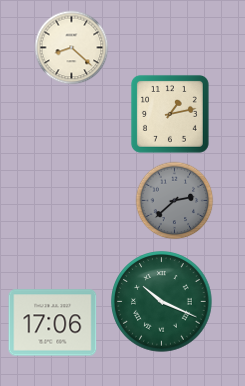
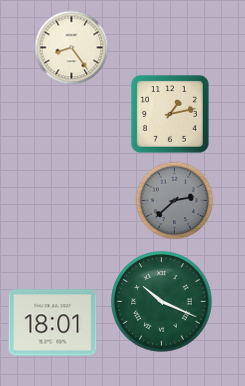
clock at (72, 48): 8:22 -> 8:24
clock at (53, 323): 17:06 -> 18:01
